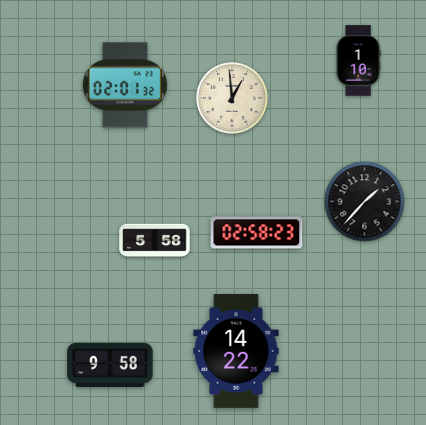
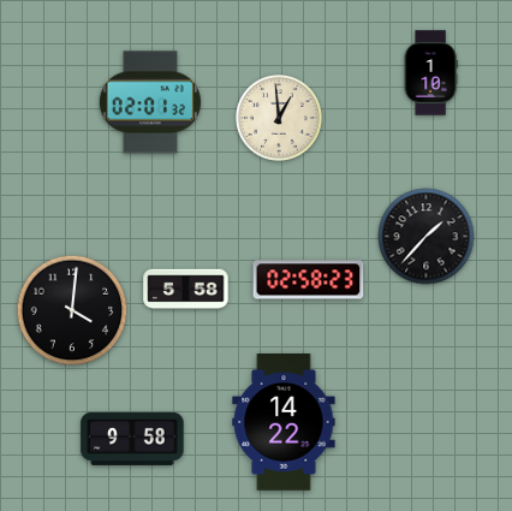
clock at (365, 202) position: (365, 202) -> (427, 237)
clock at (72, 310): none -> 4:01
